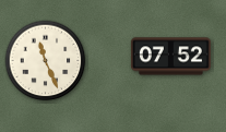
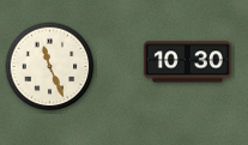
clock at (170, 57): 07:52 -> 10:30
